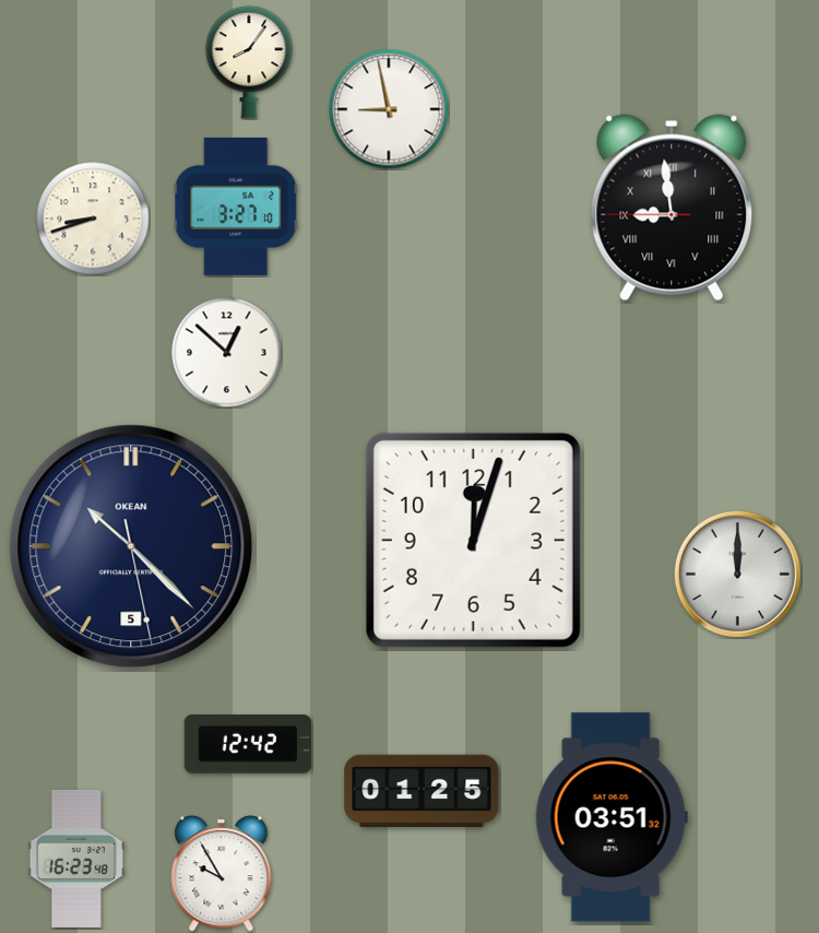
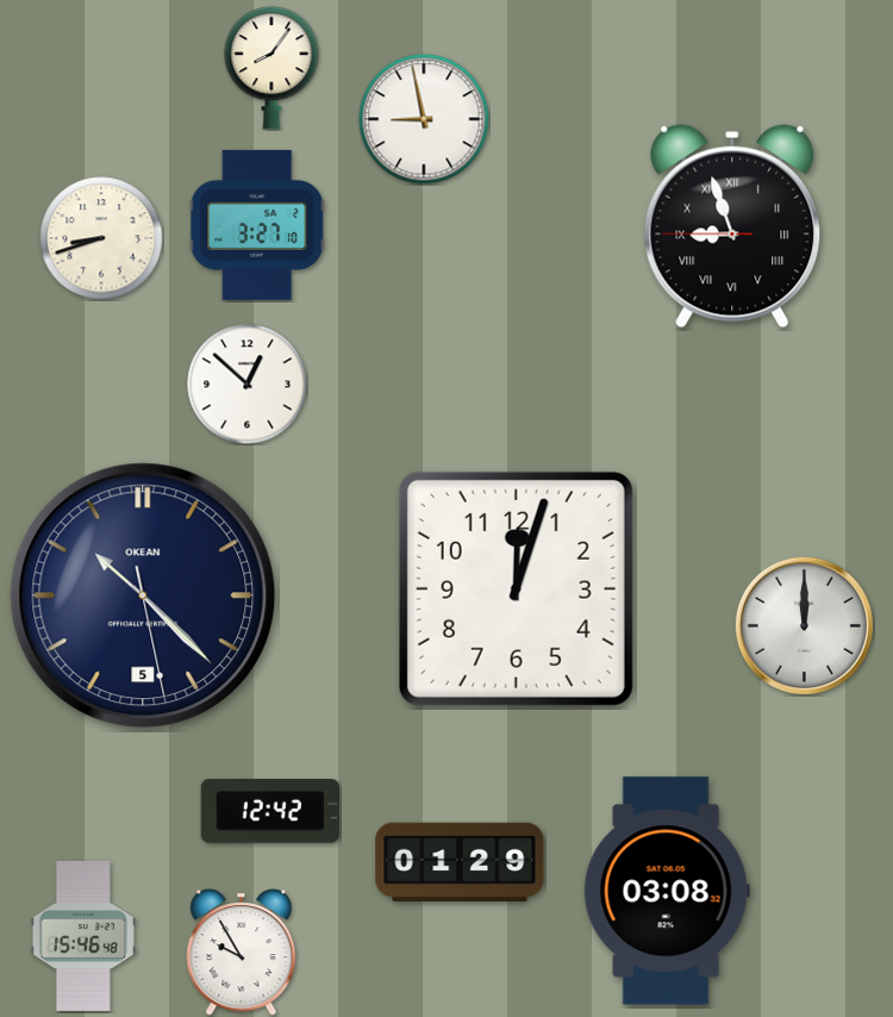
clock at (672, 208): 8:58 -> 8:56
clock at (422, 791): 01:25 -> 01:29
clock at (612, 817): 03:51 -> 03:08
clock at (76, 859): 16:23 -> 15:46
